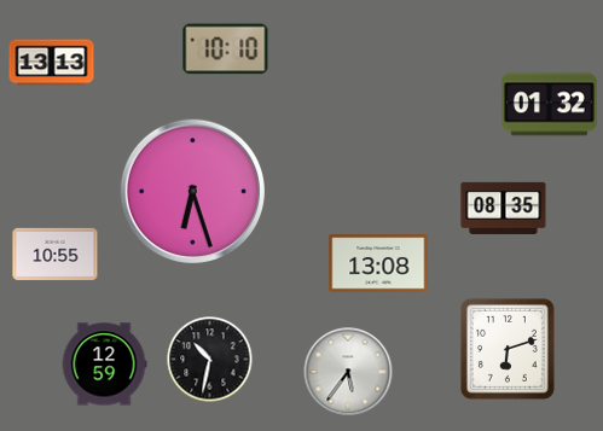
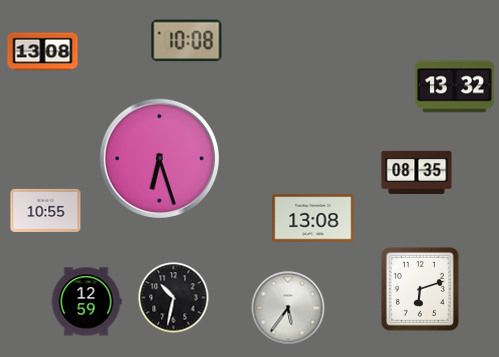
clock at (226, 49): 10:10 -> 10:08
clock at (52, 63): 13:13 -> 13:08
clock at (549, 105): 01:32 -> 13:32
